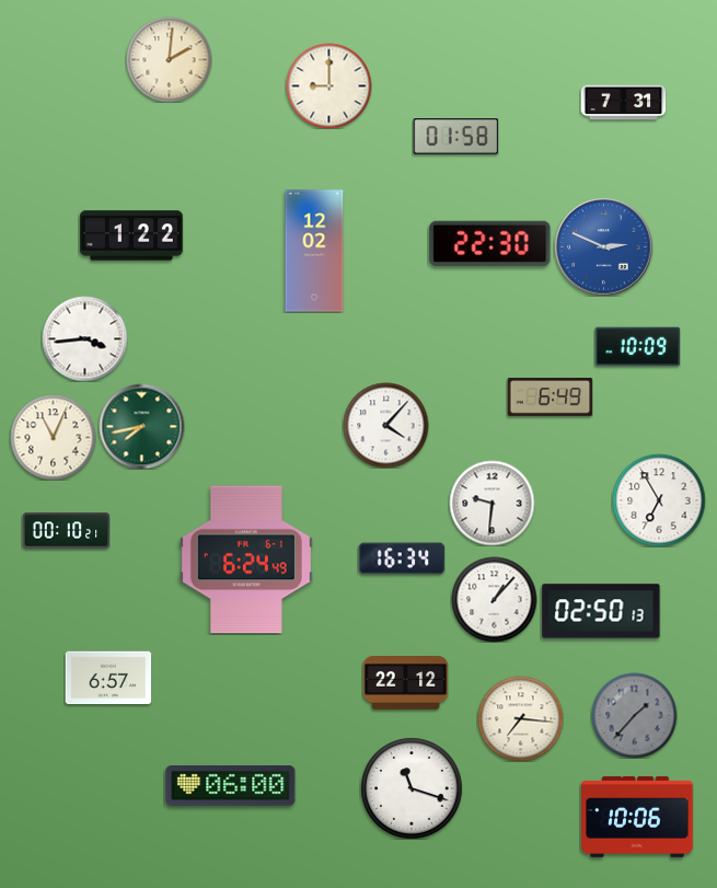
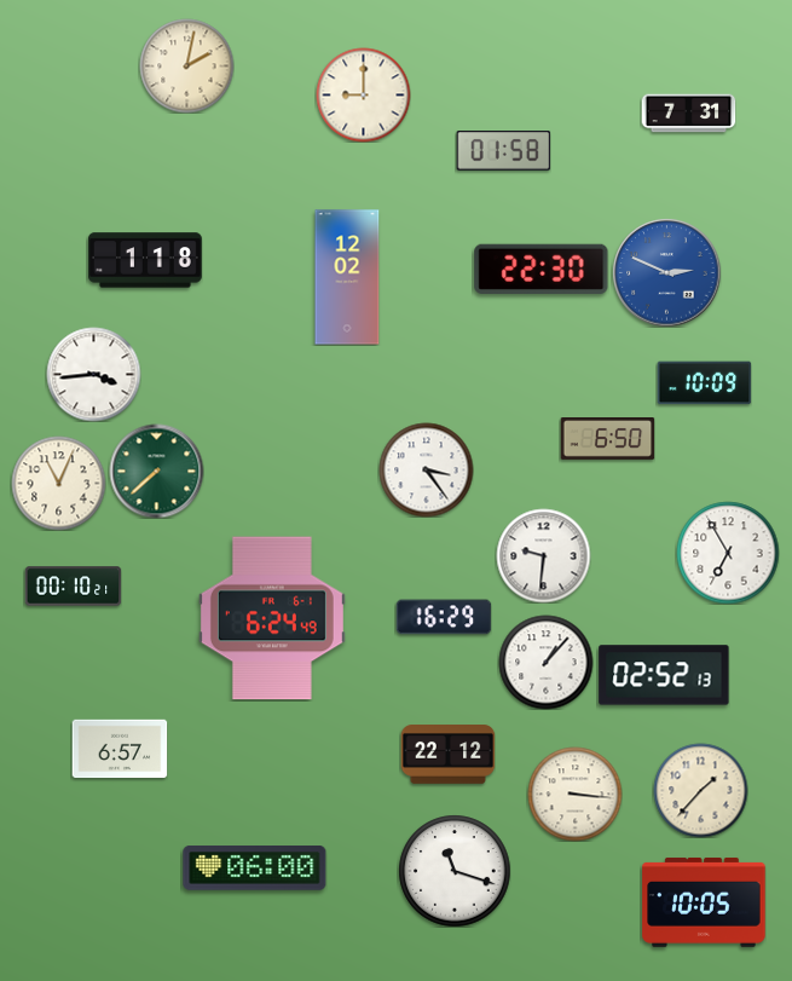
clock at (169, 59): 2:01 -> 2:02
clock at (131, 235): 1:22 -> 1:18
clock at (550, 397): 6:49 -> 6:50
clock at (385, 425): 4:07 -> 3:24
clock at (141, 426): 7:43 -> 7:38
clock at (402, 558): 16:34 -> 16:29
clock at (601, 611): 02:50 -> 02:52
clock at (634, 715) dial: grey -> cream
clock at (520, 718): 7:16 -> 3:16
clock at (637, 817): 10:06 -> 10:05
